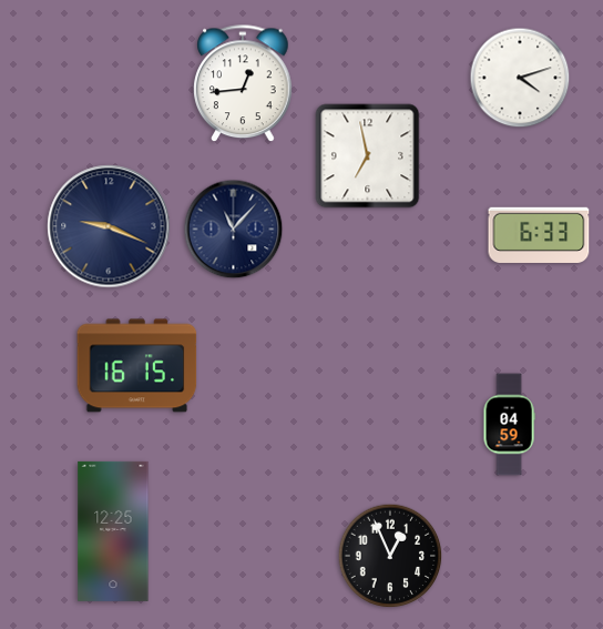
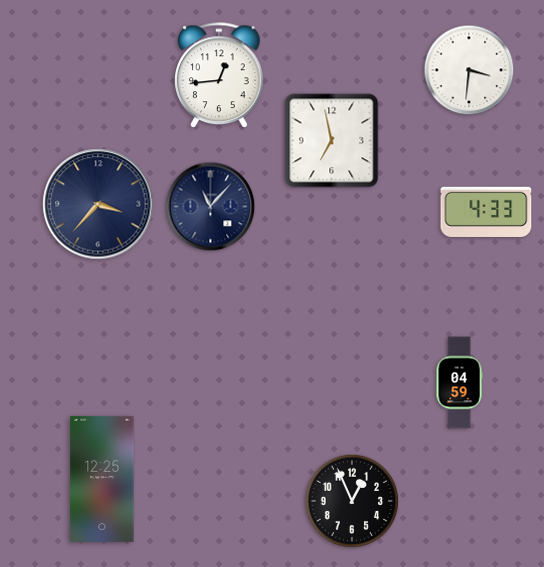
clock at (520, 78): 4:12 -> 3:31
clock at (109, 226): 9:19 -> 3:37
clock at (539, 235): 6:33 -> 4:33
clock at (137, 366): 16:15 -> none
